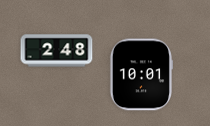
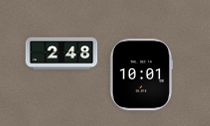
clock at (57, 51) position: (57, 51) -> (62, 54)
